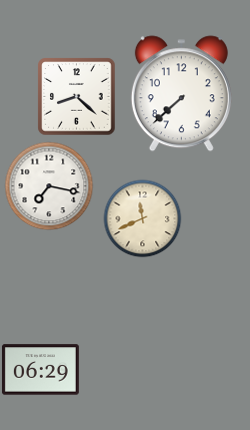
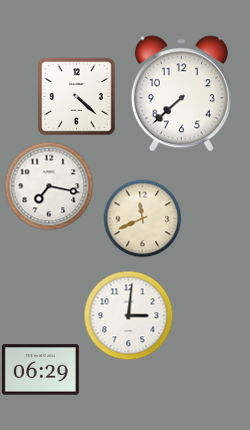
clock at (76, 96): 8:22 -> 4:22
clock at (128, 315): none -> 3:01
